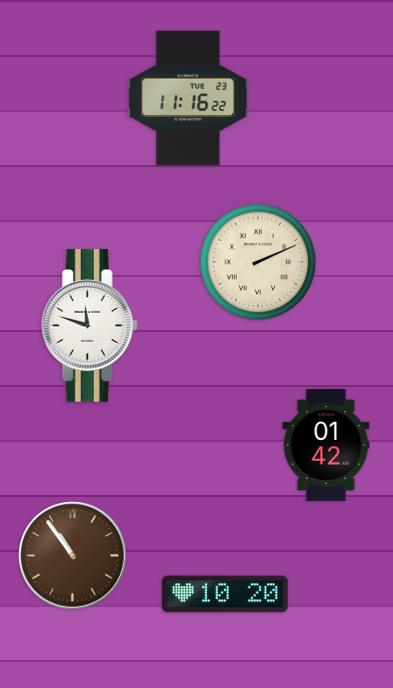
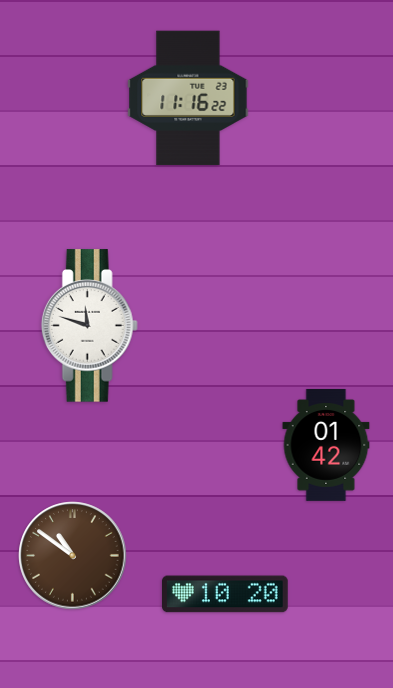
clock at (258, 262): 2:11 -> none
clock at (73, 556): 10:54 -> 10:51
